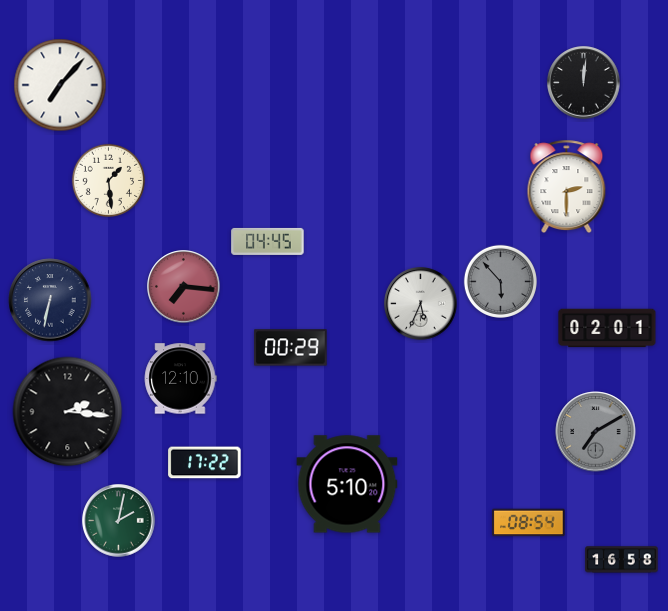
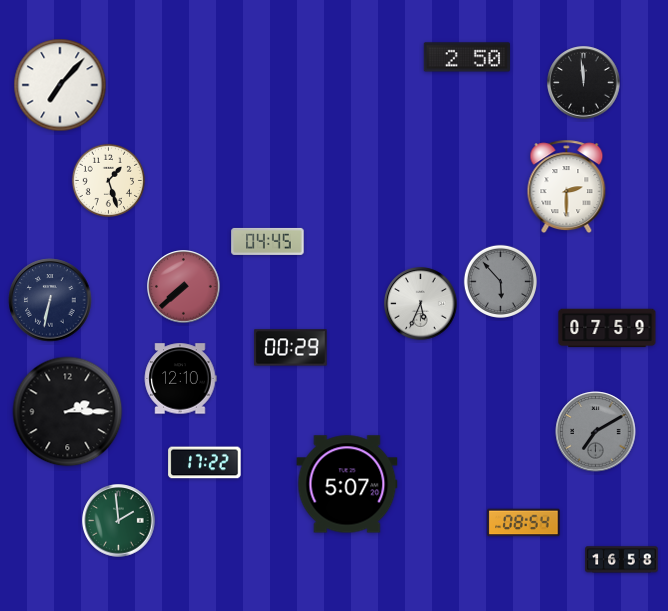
clock at (466, 57): none -> 2:50
clock at (584, 83): 12:01 -> 11:59
clock at (108, 180): 1:29 -> 1:27
clock at (184, 287): 7:16 -> 7:38
clock at (607, 328): 02:01 -> 07:59
clock at (68, 412): 2:16 -> 2:15
clock at (347, 484): 5:10 -> 5:07
clock at (119, 521): 2:02 -> 1:59
clock at (529, 523) position: (529, 523) -> (524, 523)
